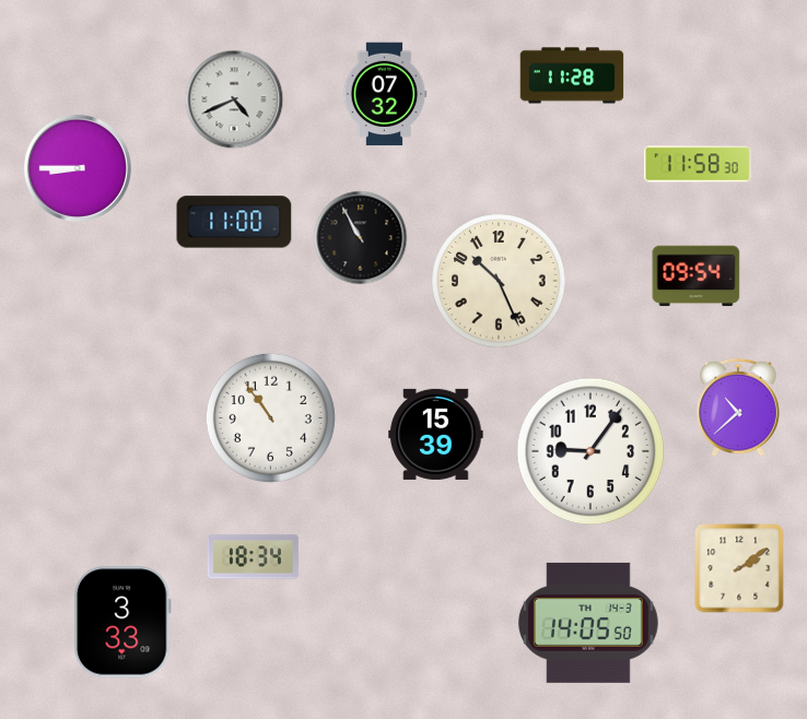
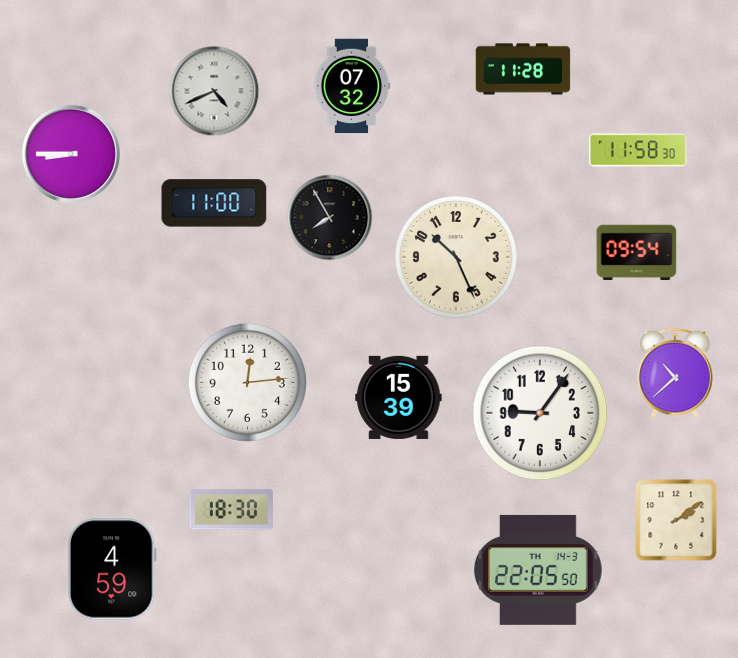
clock at (361, 238): 10:55 -> 7:55
clock at (270, 417): 10:54 -> 12:14
clock at (253, 557): 18:34 -> 18:30
clock at (122, 622): 3:33 -> 4:59
clock at (588, 623): 14:05 -> 22:05
